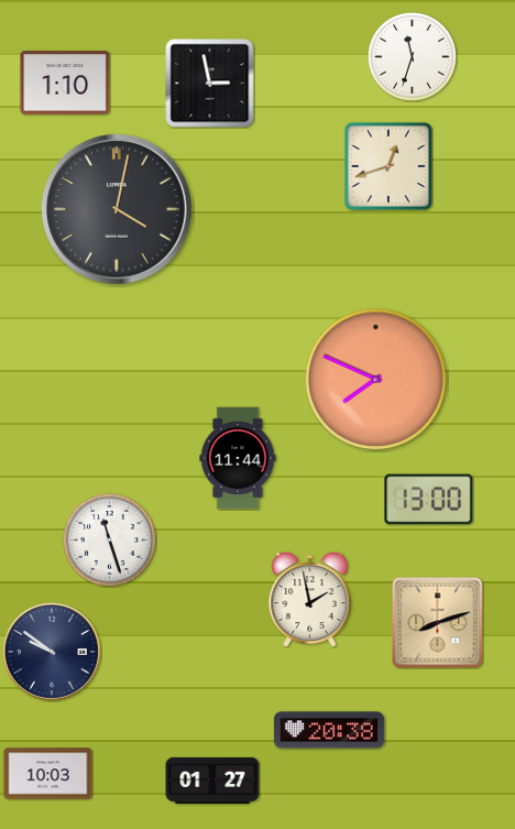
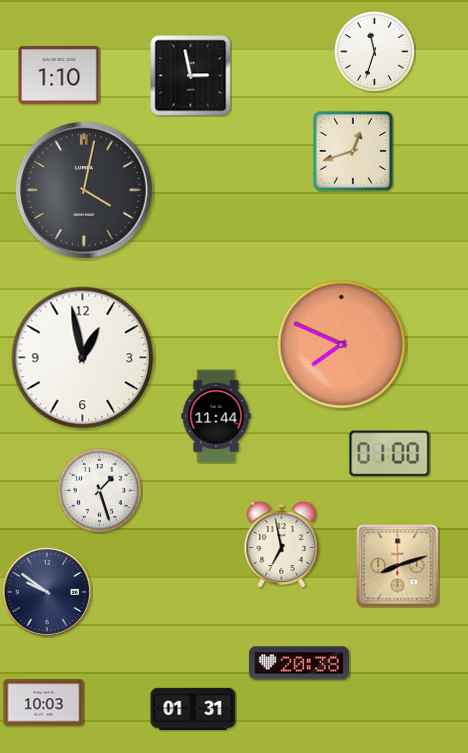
clock at (117, 209) position: (117, 209) -> (84, 190)
clock at (83, 358): none -> 12:58
clock at (429, 500): 13:00 -> 01:00
clock at (109, 539): 11:27 -> 1:27
clock at (310, 599): 1:58 -> 6:58
clock at (212, 781): 01:27 -> 01:31
